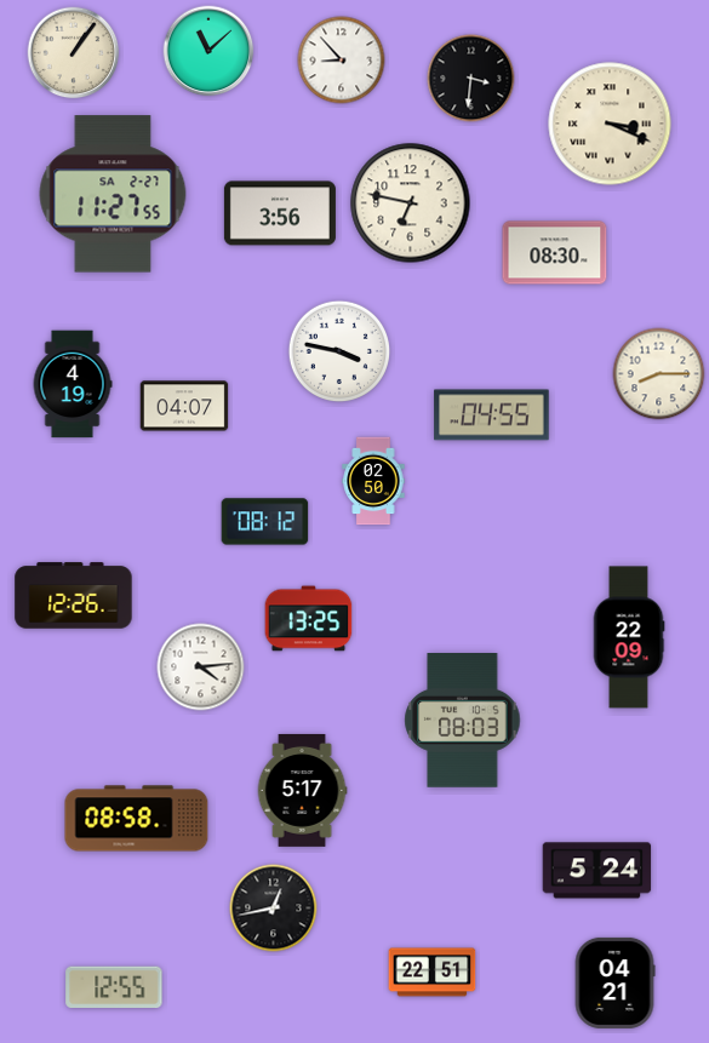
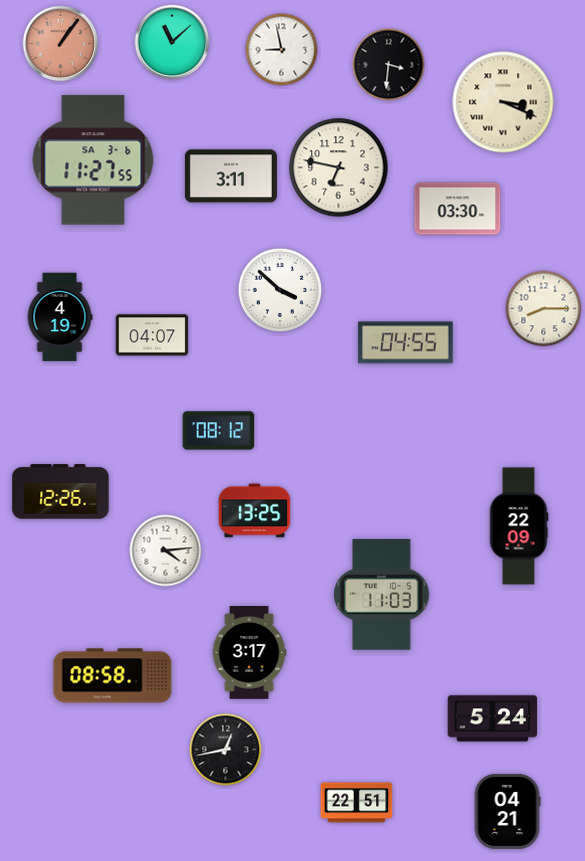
clock at (74, 53) dial: cream -> salmon
clock at (342, 61): 8:53 -> 8:58
clock at (113, 194) date: SA 2-27 -> SA 3-6
clock at (280, 213): 3:56 -> 3:11
clock at (555, 253): 08:30 -> 03:30
clock at (339, 351): 3:47 -> 3:52
clock at (373, 481): 02:50 -> none
clock at (463, 721): 08:03 -> 11:03
clock at (302, 790): 5:17 -> 3:17
clock at (114, 987): 12:55 -> none
